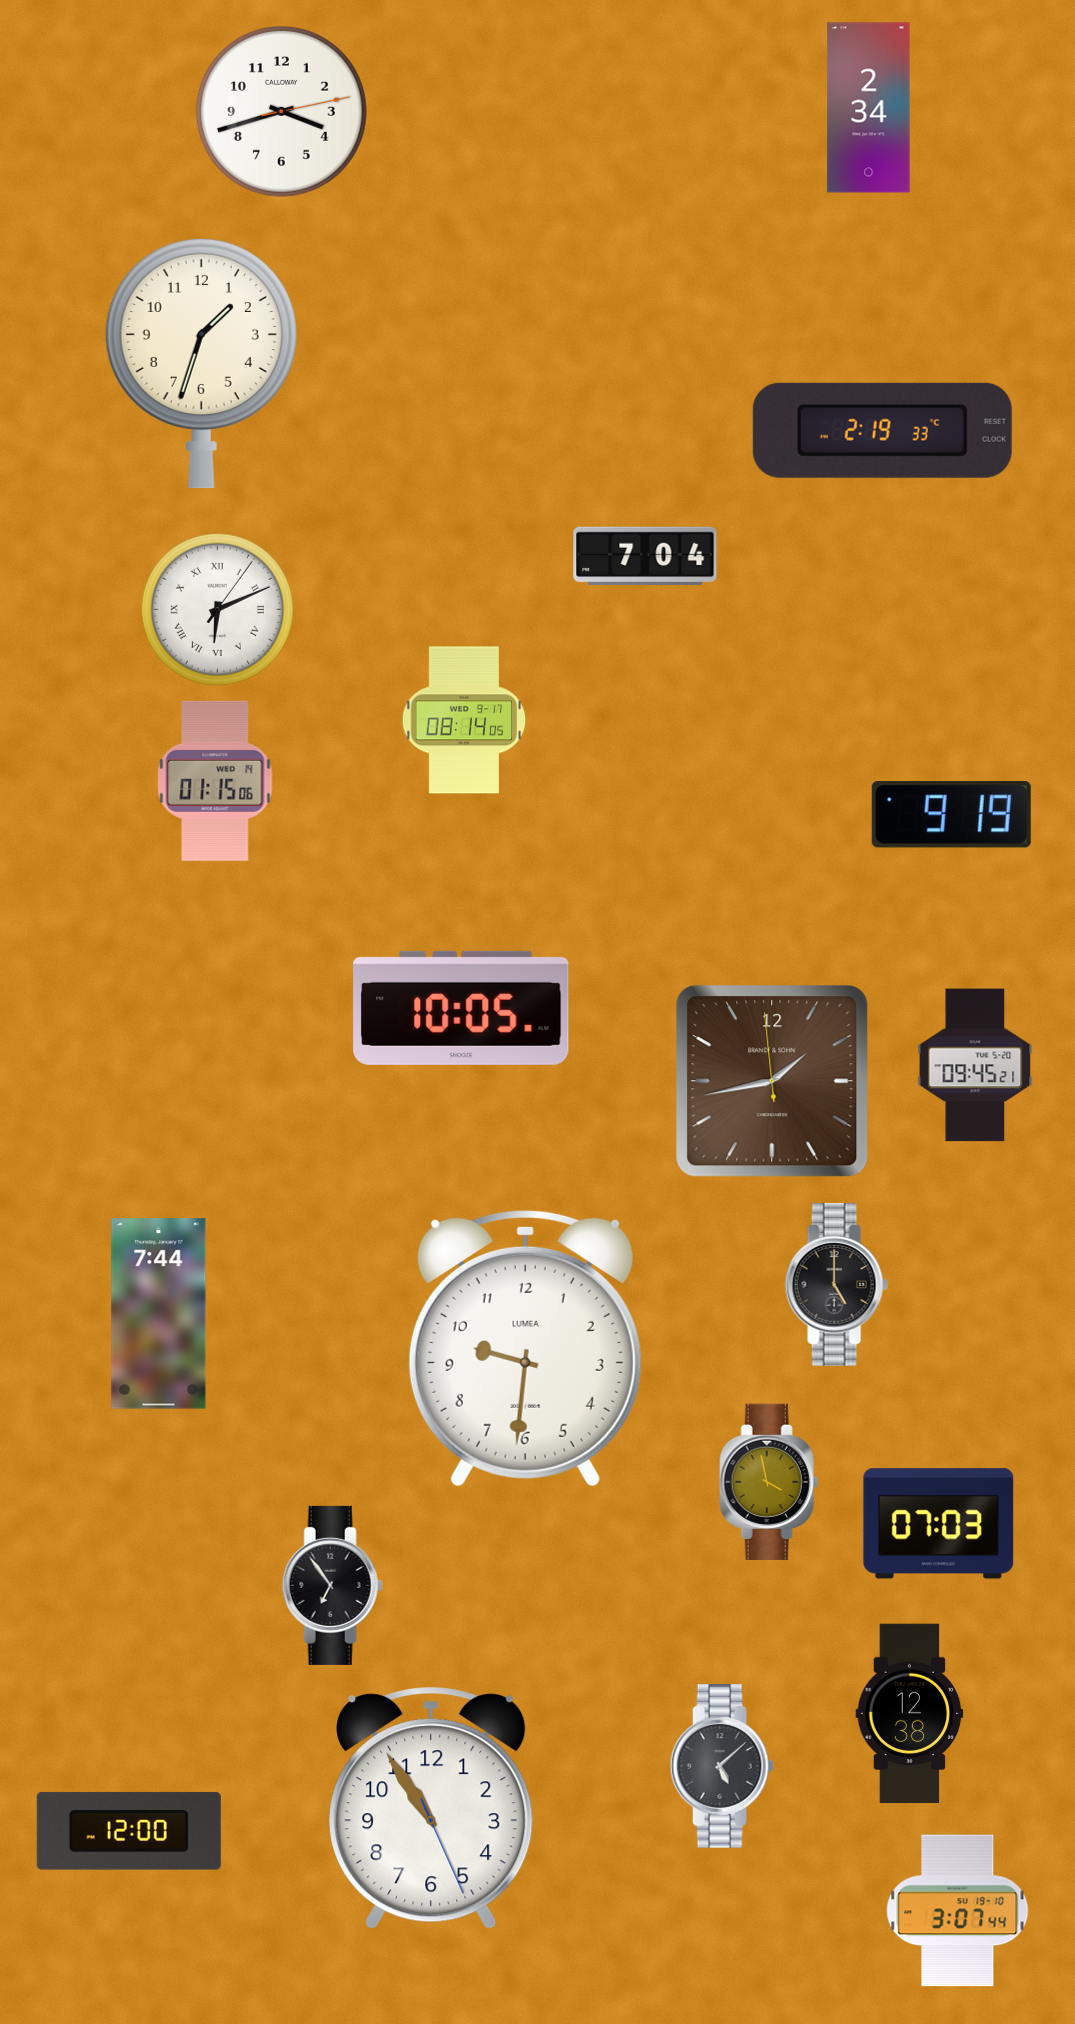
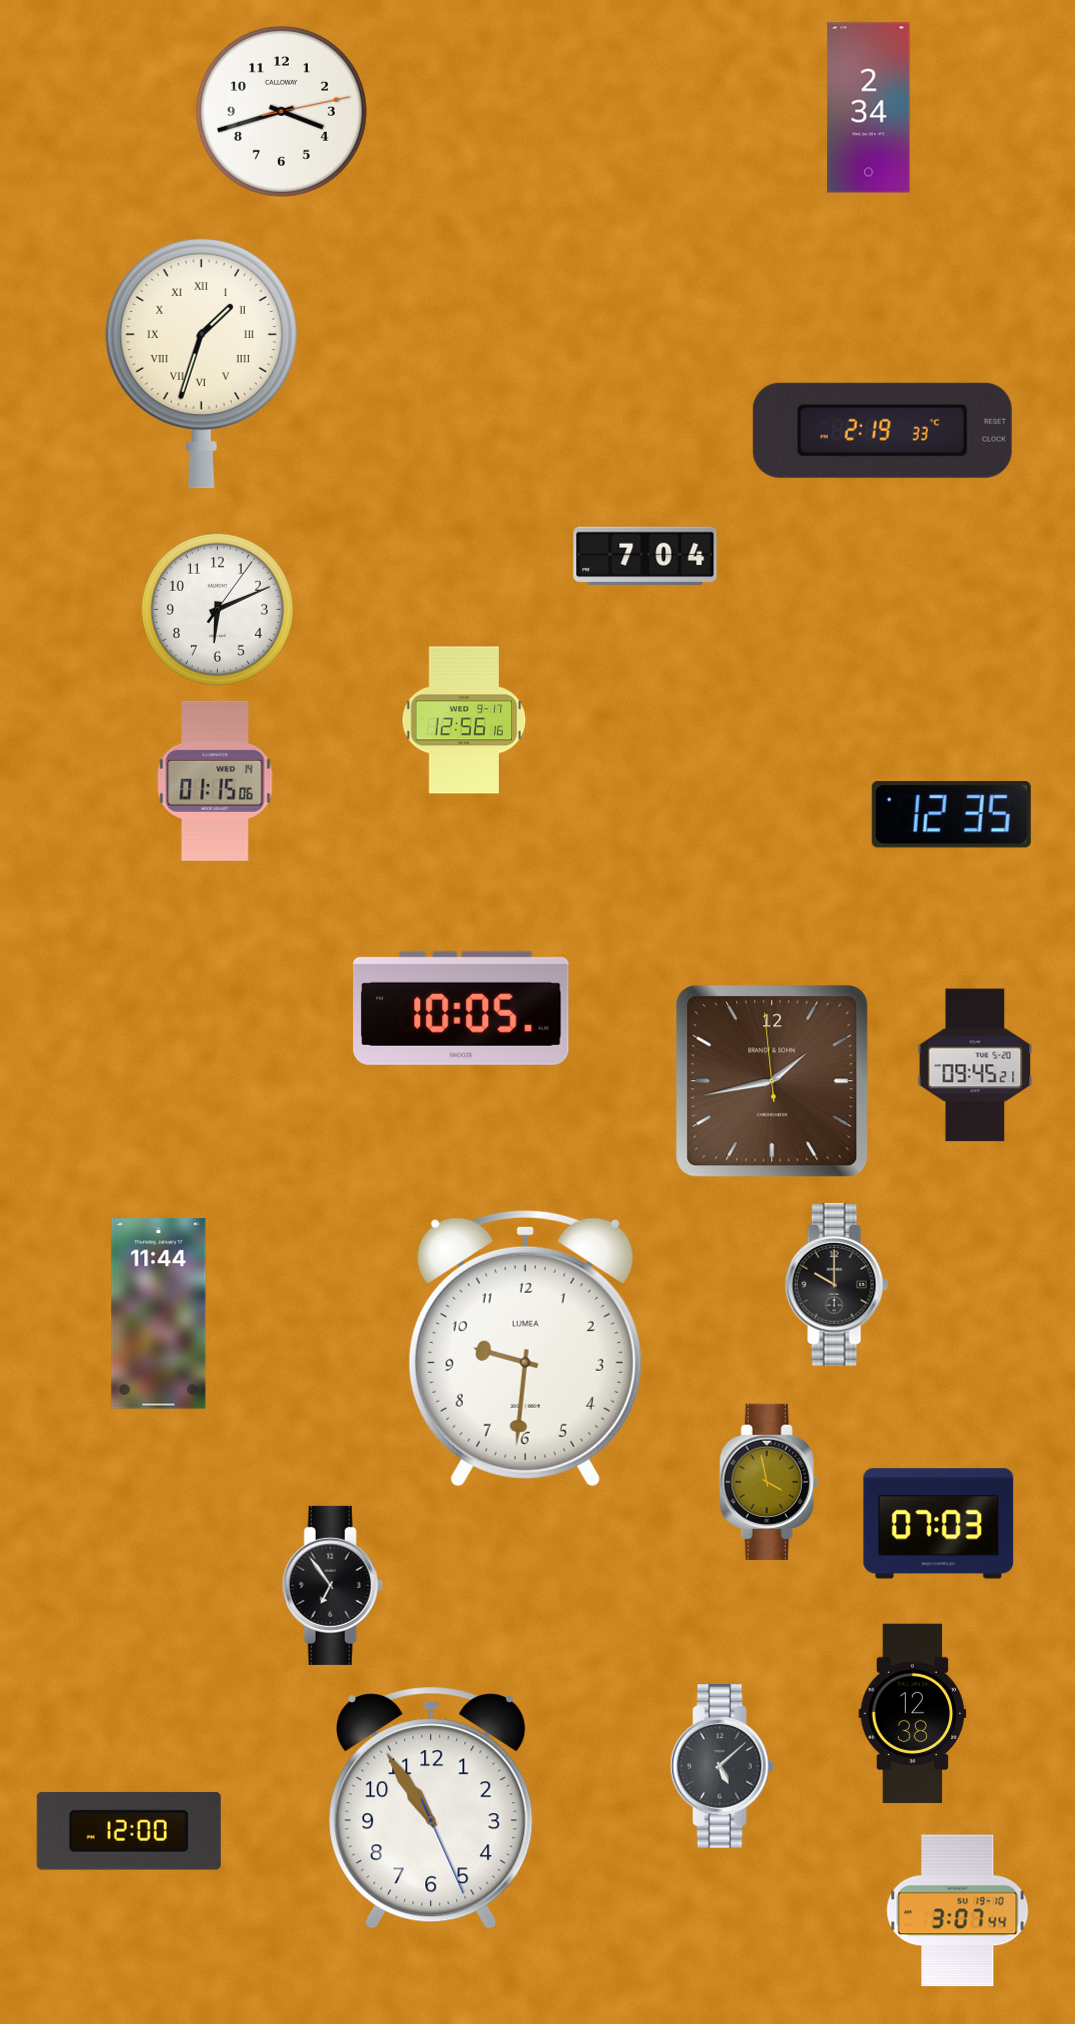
clock at (201, 363) numerals: Arabic -> Roman
clock at (217, 609) numerals: Roman -> Arabic
clock at (464, 720): 08:14 -> 12:56
clock at (951, 815): 9:19 -> 12:35
clock at (836, 1284): 5:00 -> 10:00
clock at (159, 1314): 7:44 -> 11:44
clock at (910, 1714) position: (910, 1714) -> (913, 1714)
